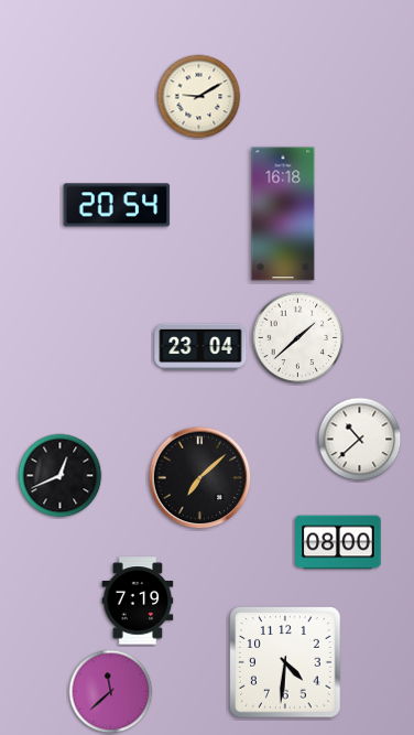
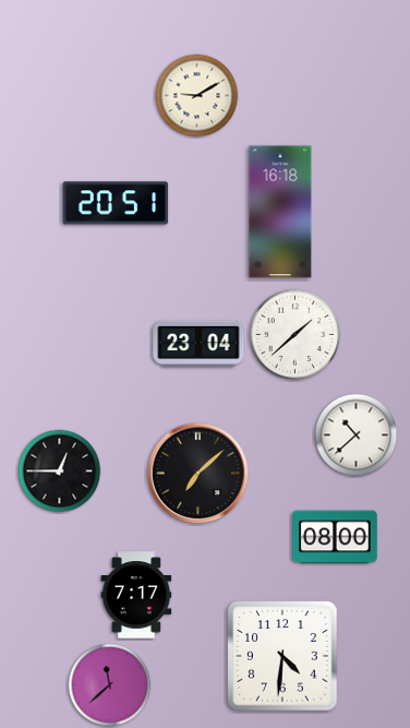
clock at (117, 205): 20:54 -> 20:51
clock at (61, 476): 12:41 -> 12:45
clock at (138, 601): 7:19 -> 7:17
